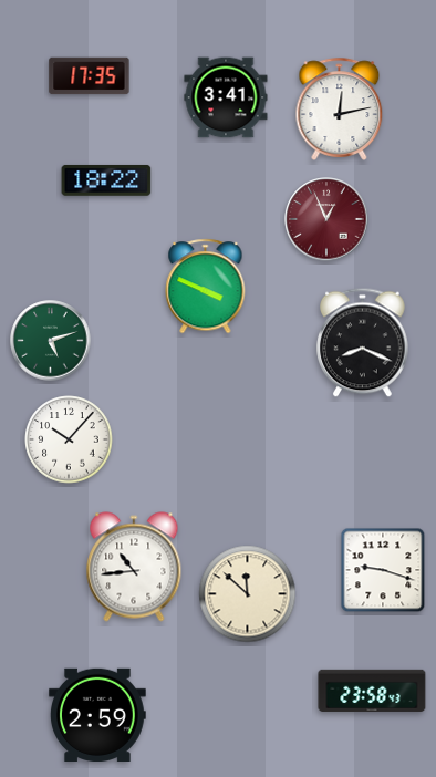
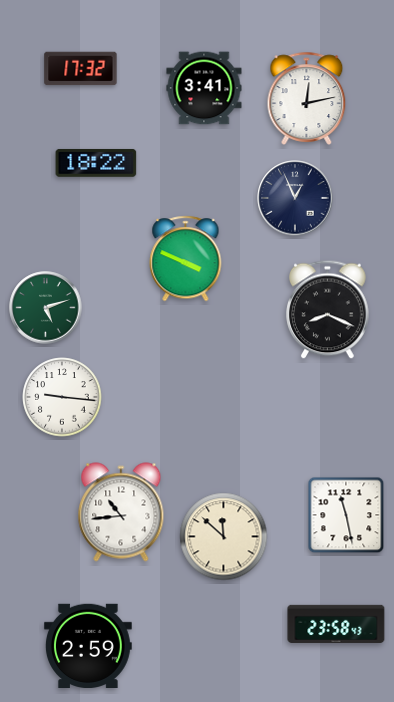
clock at (90, 76): 17:35 -> 17:32
clock at (326, 219) dial: burgundy -> navy
clock at (69, 439): 10:07 -> 9:16
clock at (383, 570): 9:18 -> 11:28
